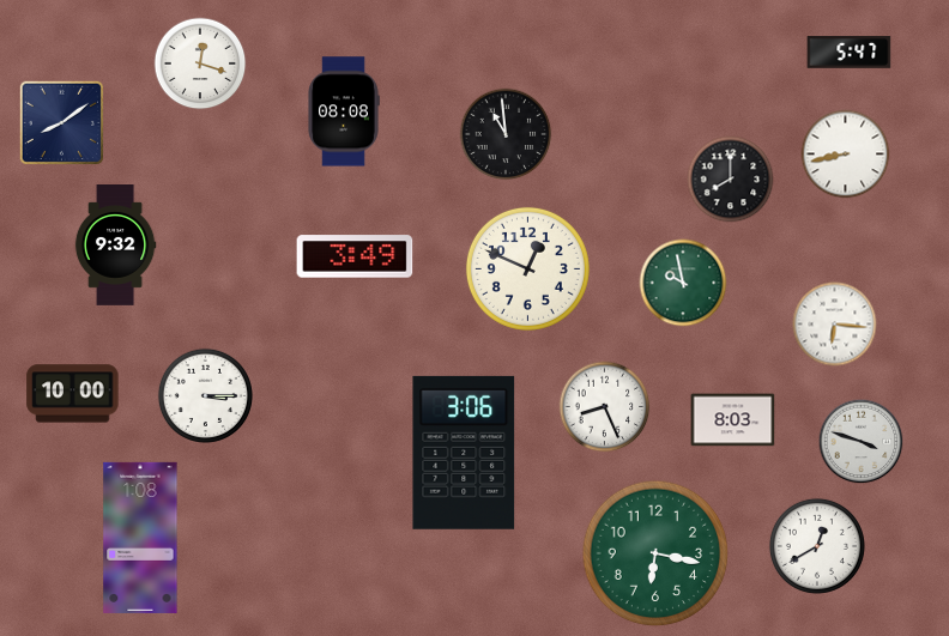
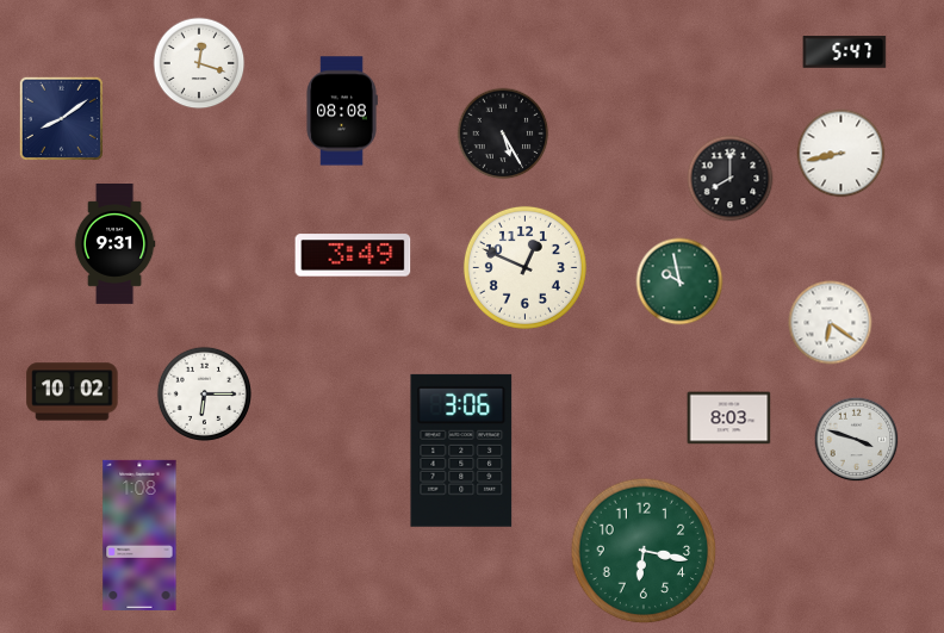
clock at (61, 122) position: (61, 122) -> (61, 118)
clock at (506, 134): 10:59 -> 5:25
clock at (731, 180) position: (731, 180) -> (731, 179)
clock at (115, 246): 9:32 -> 9:31
clock at (835, 325): 6:16 -> 6:21
clock at (73, 394): 10:00 -> 10:02
clock at (205, 395): 3:15 -> 6:15
clock at (605, 407): 8:26 -> none
clock at (817, 546): 12:40 -> none
clock at (655, 553) position: (655, 553) -> (644, 551)
